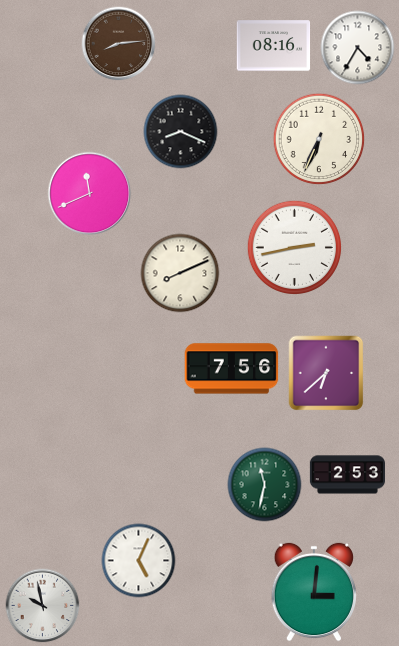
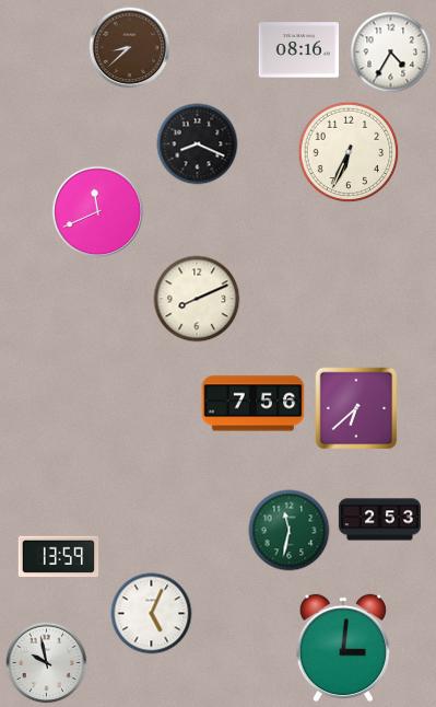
clock at (119, 44): 8:14 -> 8:38
clock at (294, 247): 2:43 -> none
clock at (59, 557): none -> 13:59
